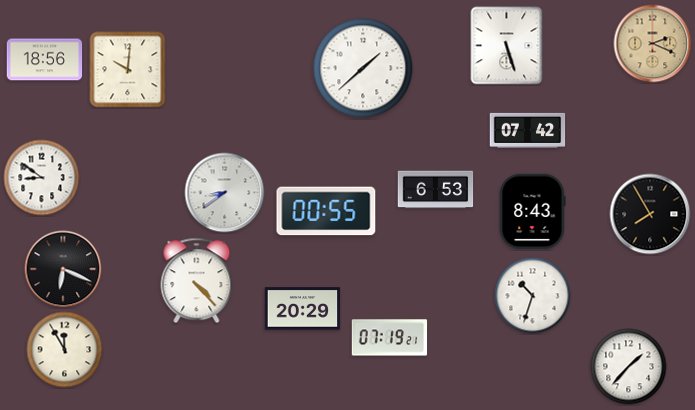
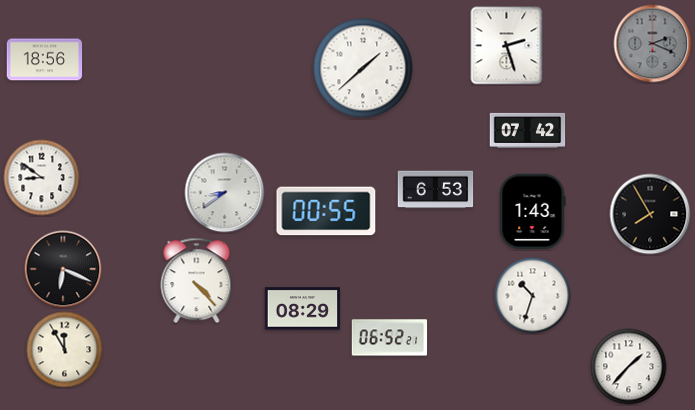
clock at (653, 44) dial: champagne -> grey
clock at (507, 46): 5:27 -> 2:27
clock at (128, 70): 10:01 -> none
clock at (532, 212): 8:43 -> 1:43
clock at (303, 309): 20:29 -> 08:29
clock at (390, 338): 07:19 -> 06:52
